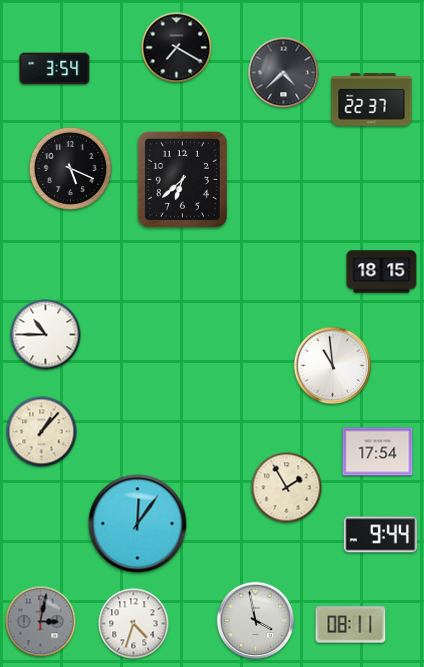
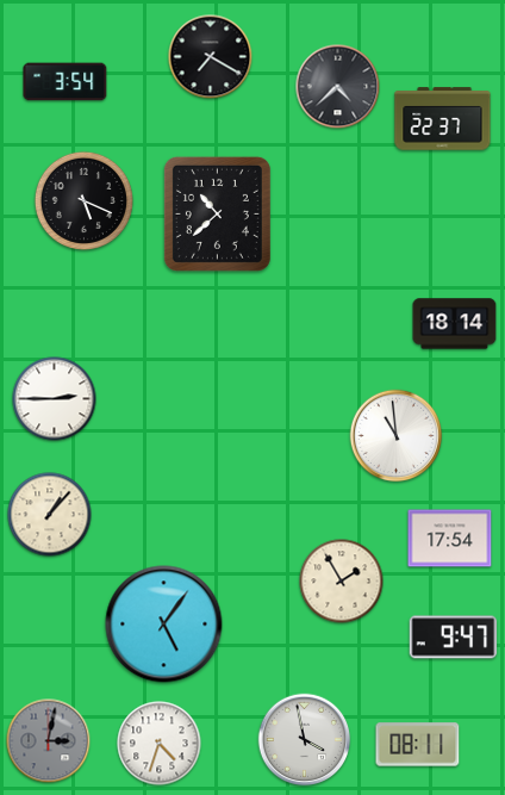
clock at (182, 179): 6:38 -> 10:38
clock at (382, 272): 18:15 -> 18:14
clock at (46, 335): 10:45 -> 2:45
clock at (138, 524): 12:06 -> 5:06
clock at (381, 535): 9:44 -> 9:47
